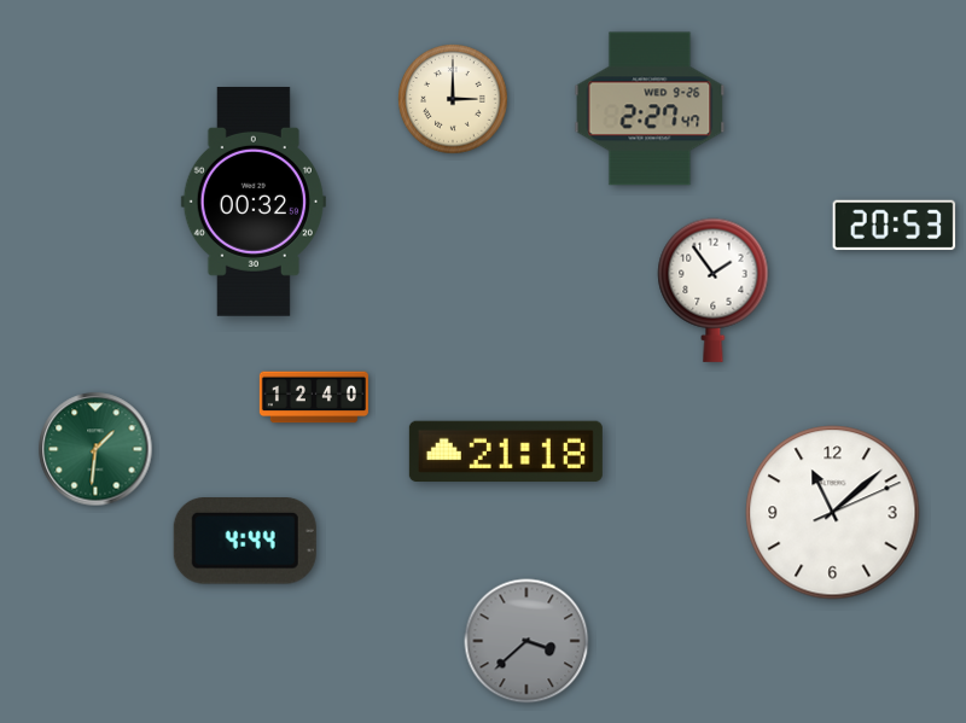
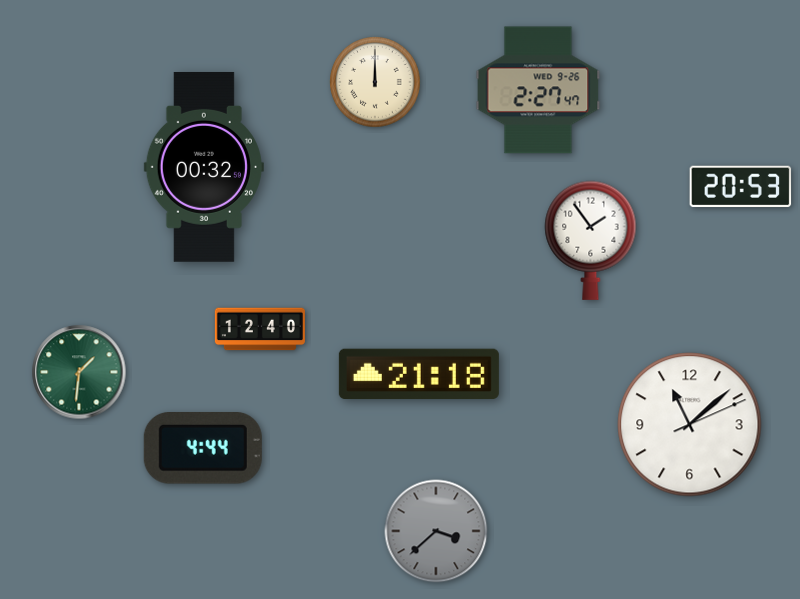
clock at (453, 99): 3:00 -> 12:00
clock at (254, 202) position: (254, 202) -> (204, 167)
